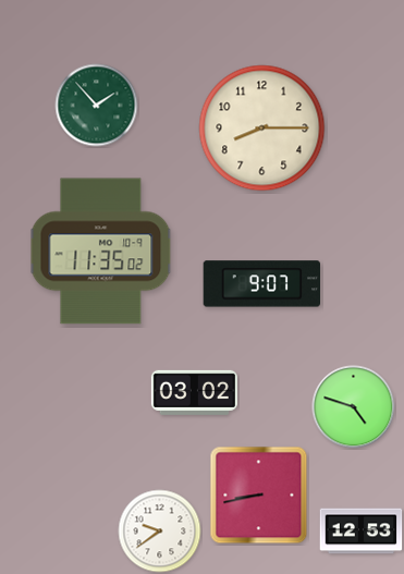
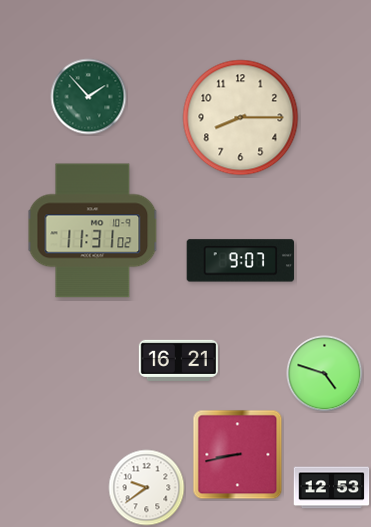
clock at (101, 252): 11:35 -> 11:31
clock at (194, 392): 03:02 -> 16:21
